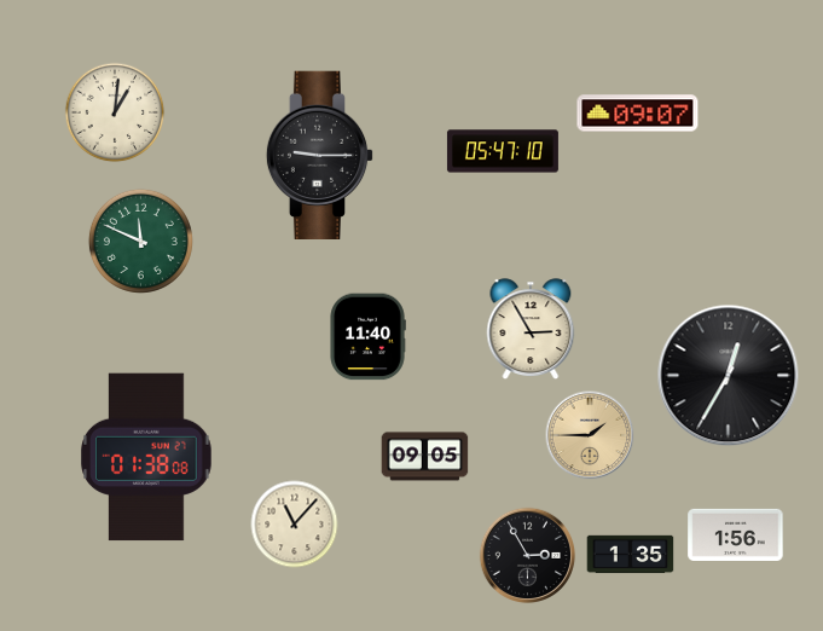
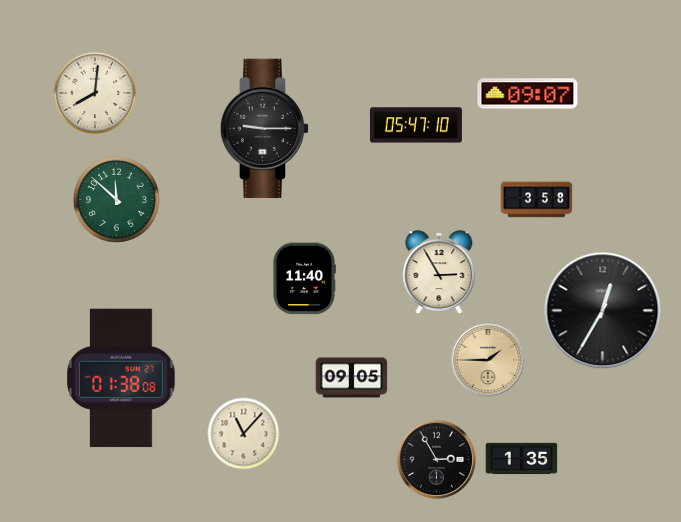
clock at (115, 112): 1:01 -> 8:01
clock at (140, 241): 11:49 -> 11:52
clock at (537, 200): none -> 3:58
clock at (736, 534): 1:56 -> none
